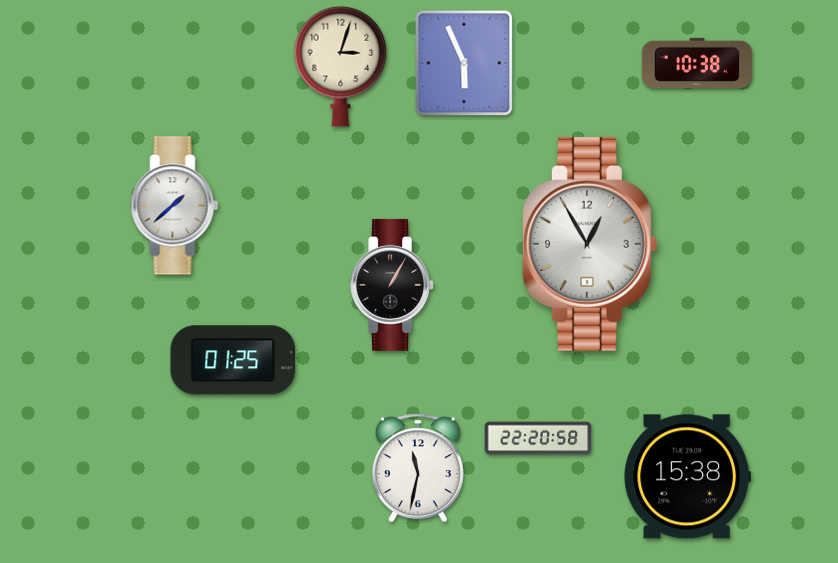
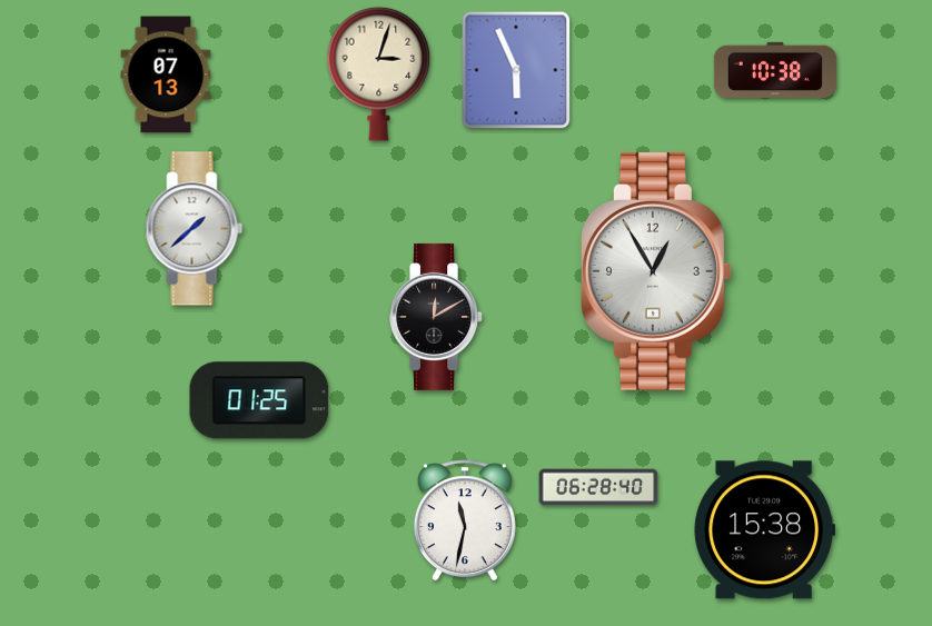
clock at (166, 74): none -> 07:13
clock at (393, 285): 1:05 -> 12:10
clock at (538, 438): 22:20 -> 06:28
